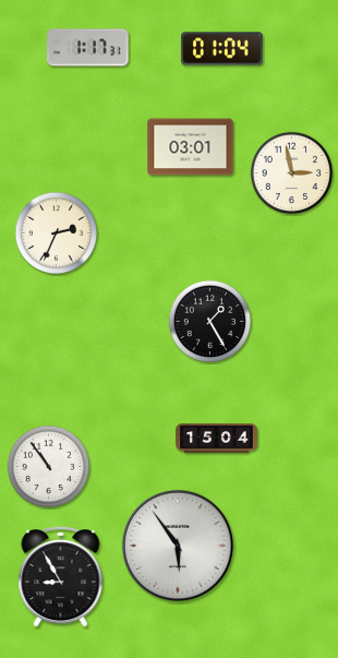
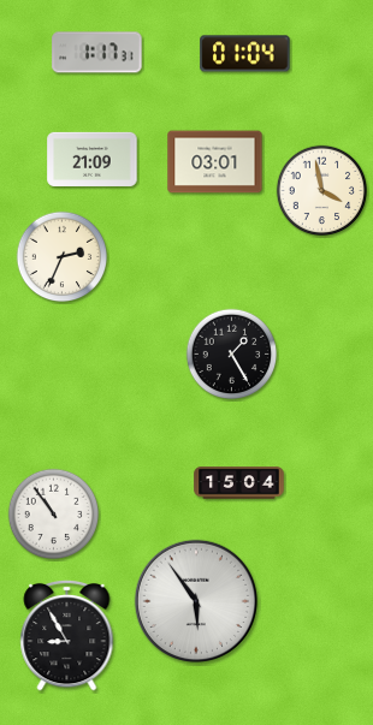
clock at (93, 159): none -> 21:09
clock at (191, 147) position: (191, 147) -> (215, 162)
clock at (292, 174): 2:58 -> 3:58
